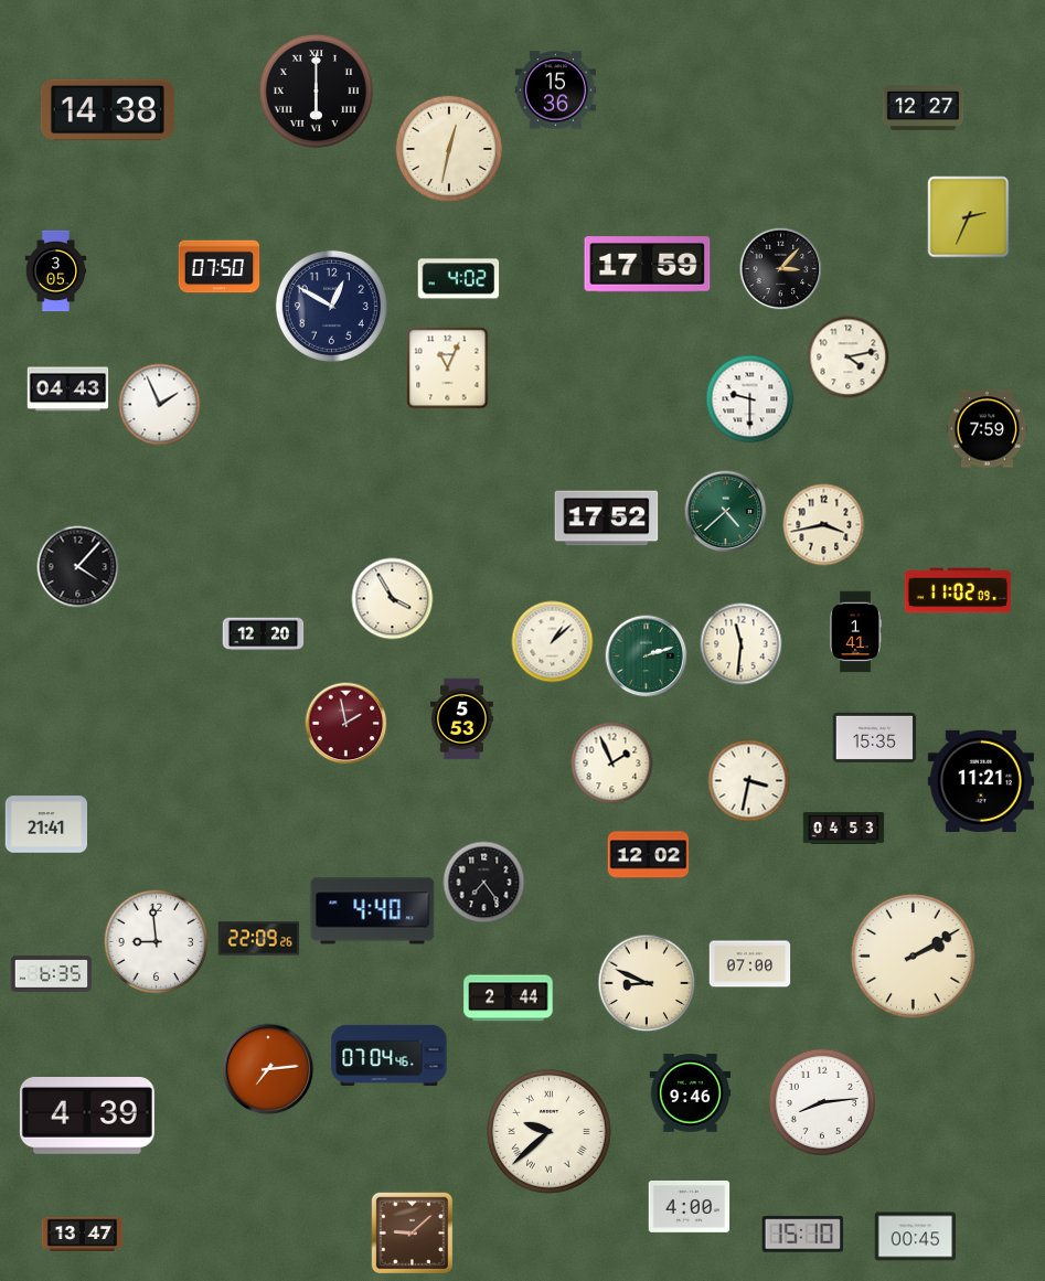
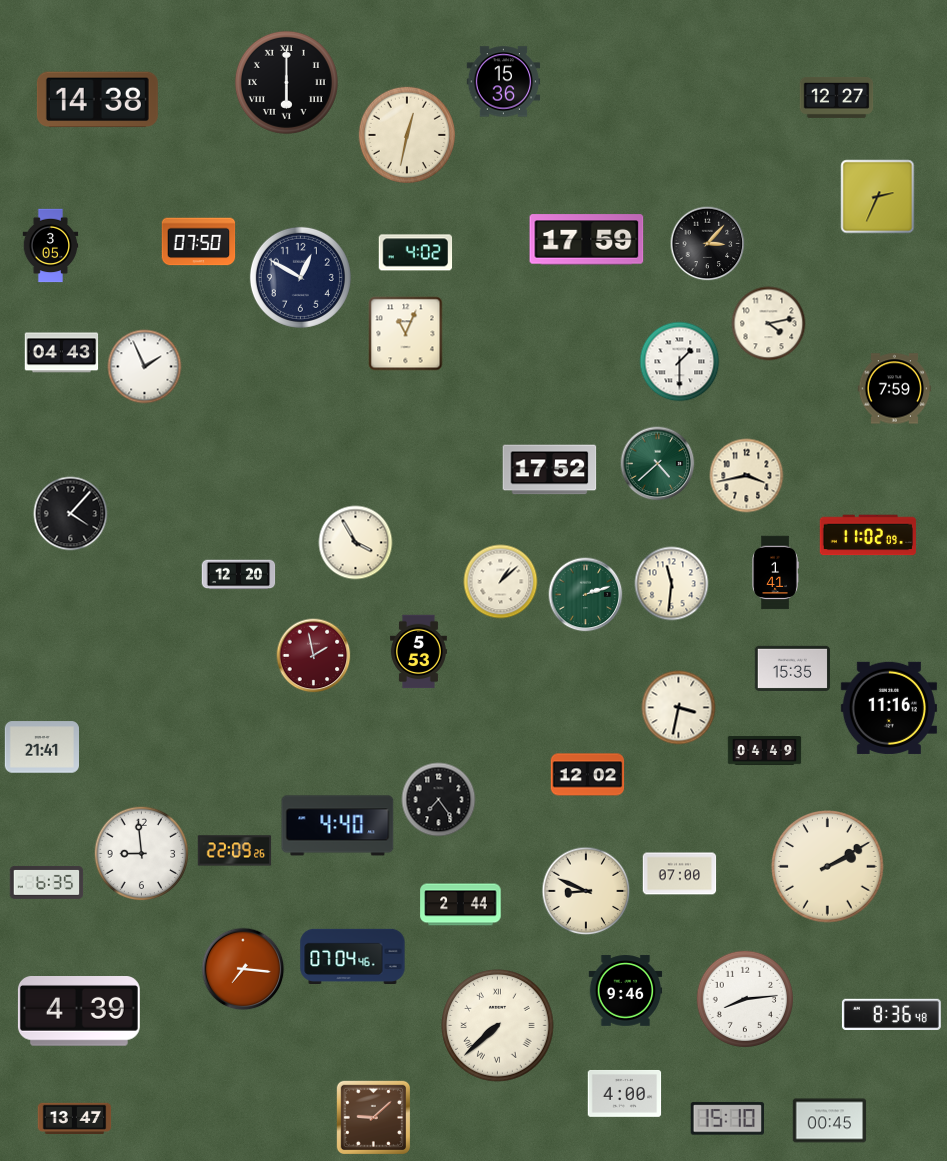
clock at (750, 399): 9:30 -> 1:30
clock at (612, 764): 1:56 -> none
clock at (981, 781): 11:21 -> 11:16
clock at (844, 829): 04:53 -> 04:49
clock at (268, 1069): 7:14 -> 7:16
clock at (891, 1014): none -> 8:36
clock at (550, 1132): 9:38 -> 7:38
